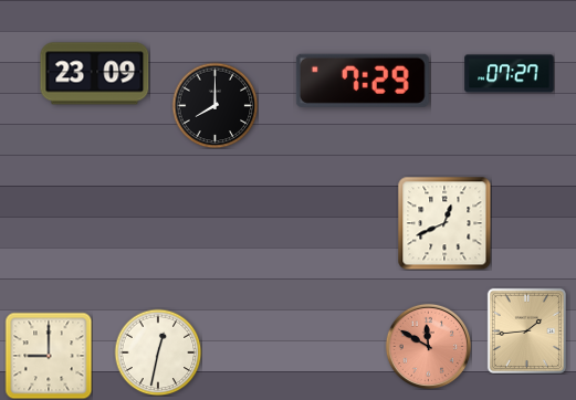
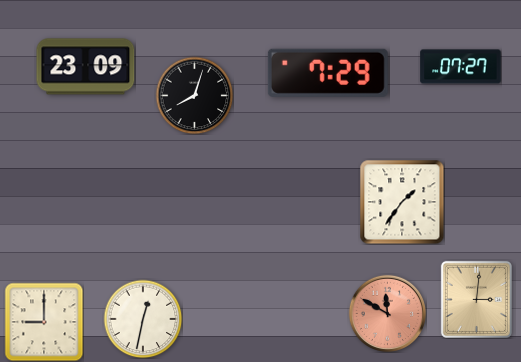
clock at (214, 105): 8:00 -> 8:03
clock at (444, 223): 12:41 -> 1:36
clock at (526, 330): 1:44 -> 3:01
